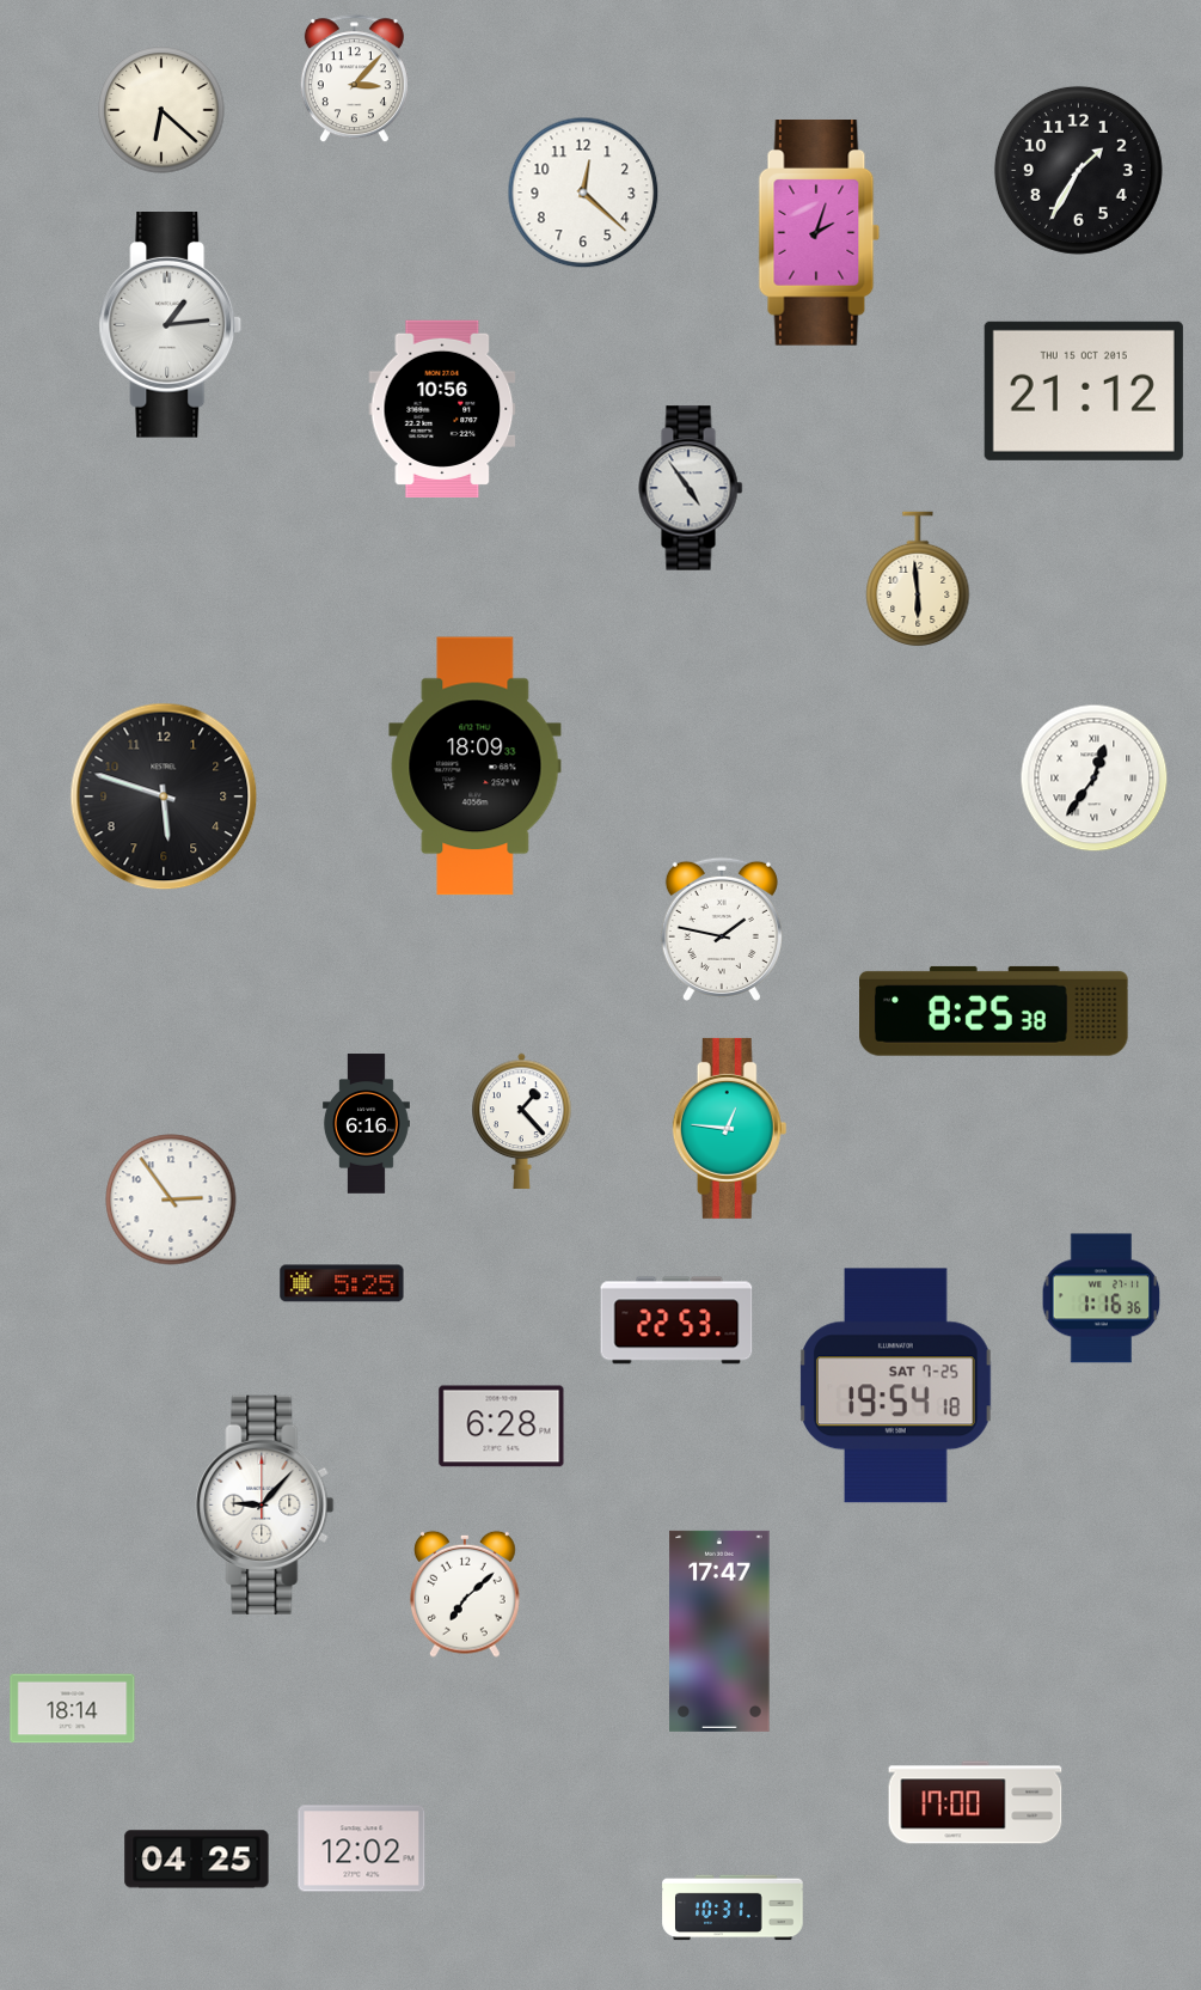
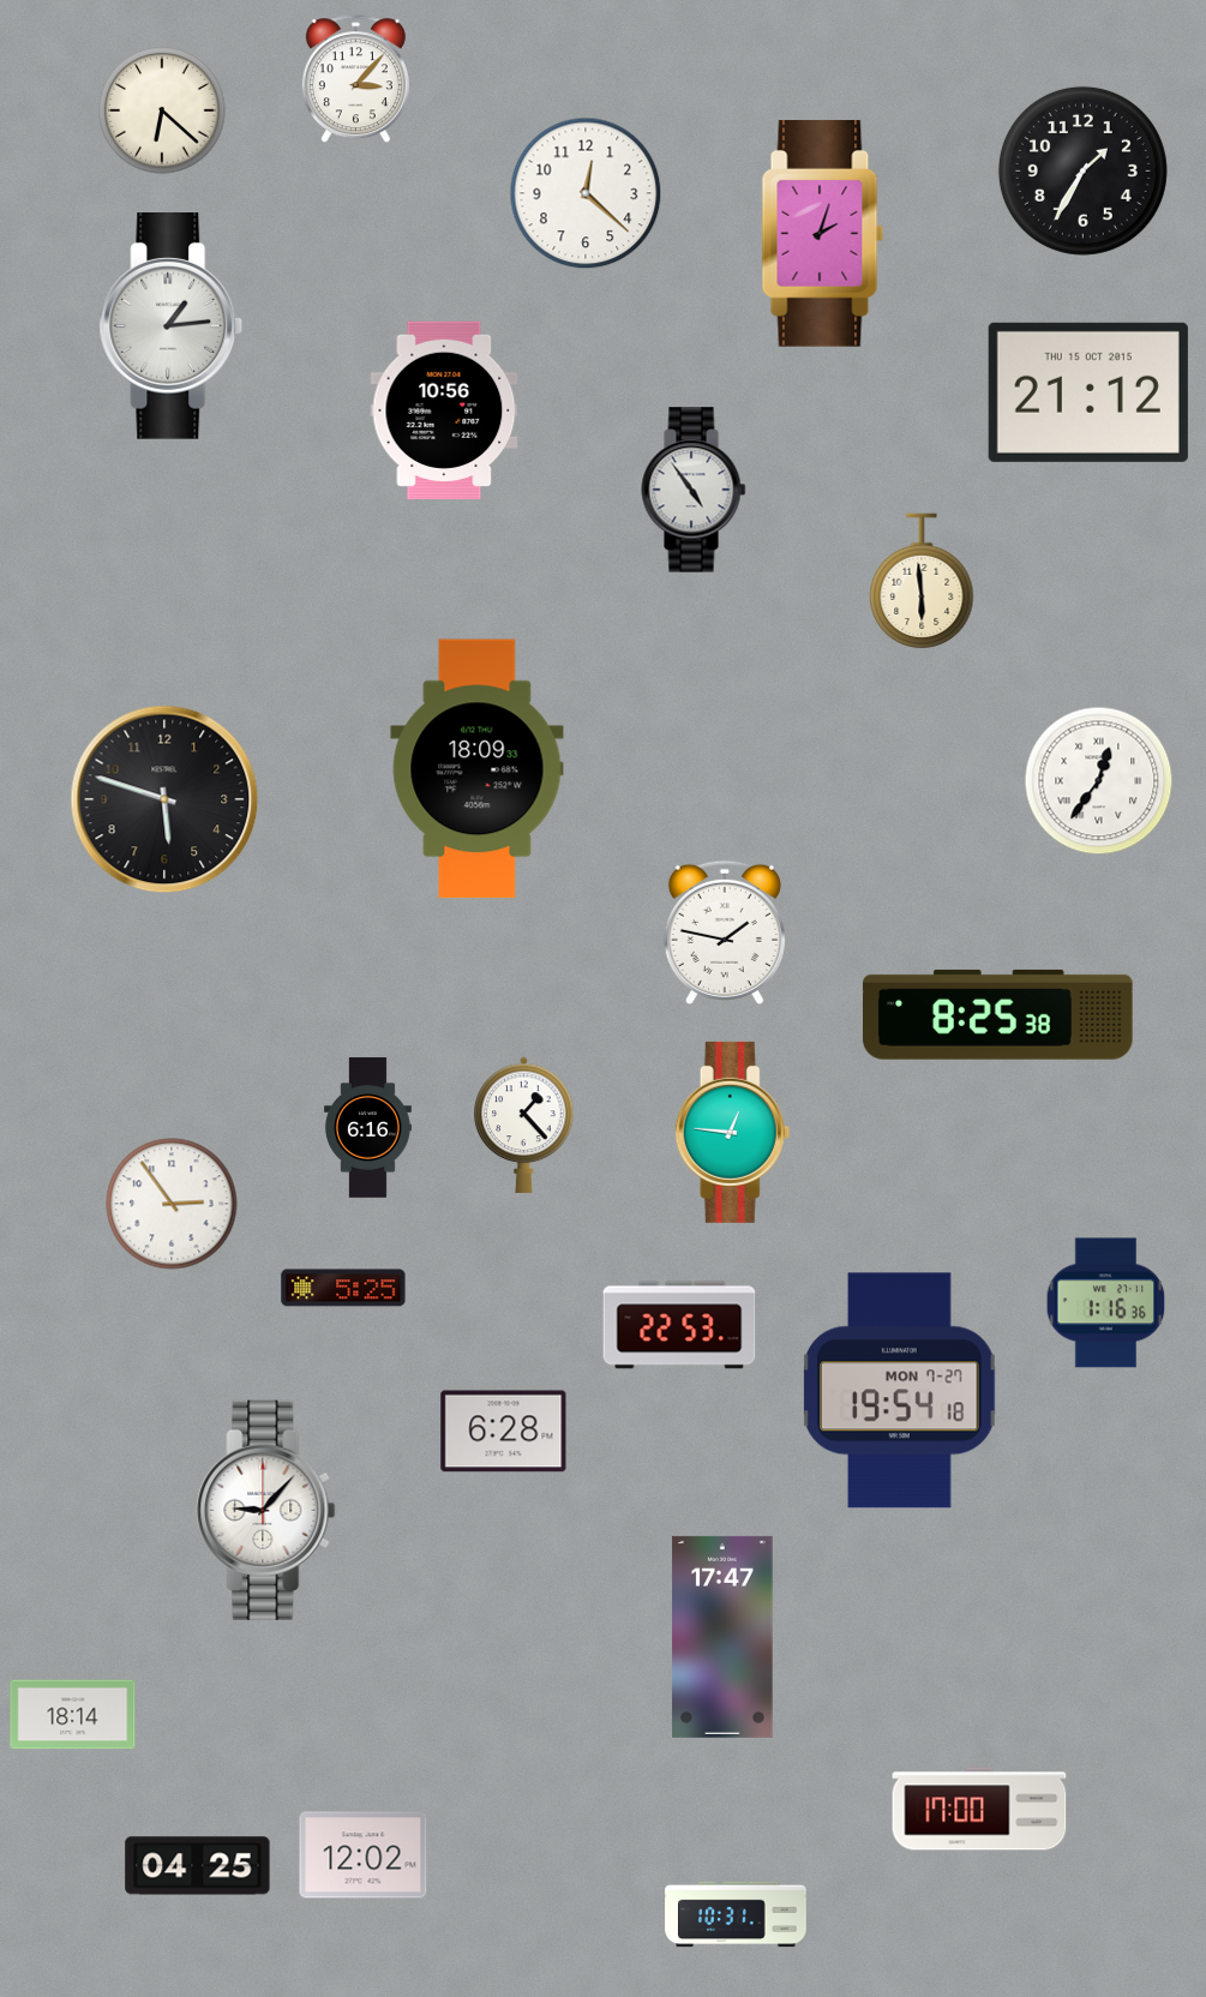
clock at (896, 1386) date: SAT 7-25 -> MON 7-27
clock at (466, 1594): 7:08 -> none
